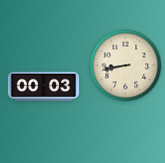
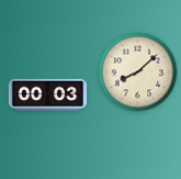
clock at (126, 66): 8:43 -> 8:08
